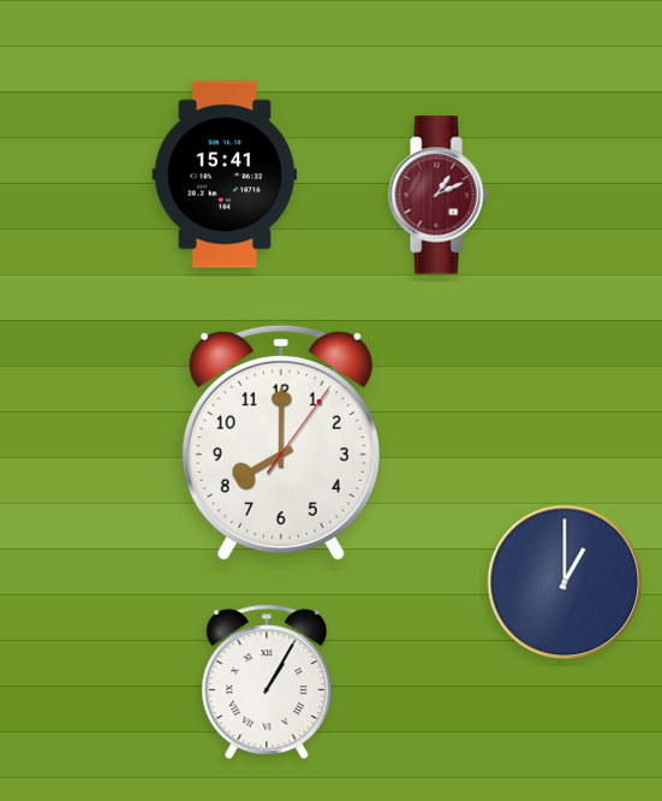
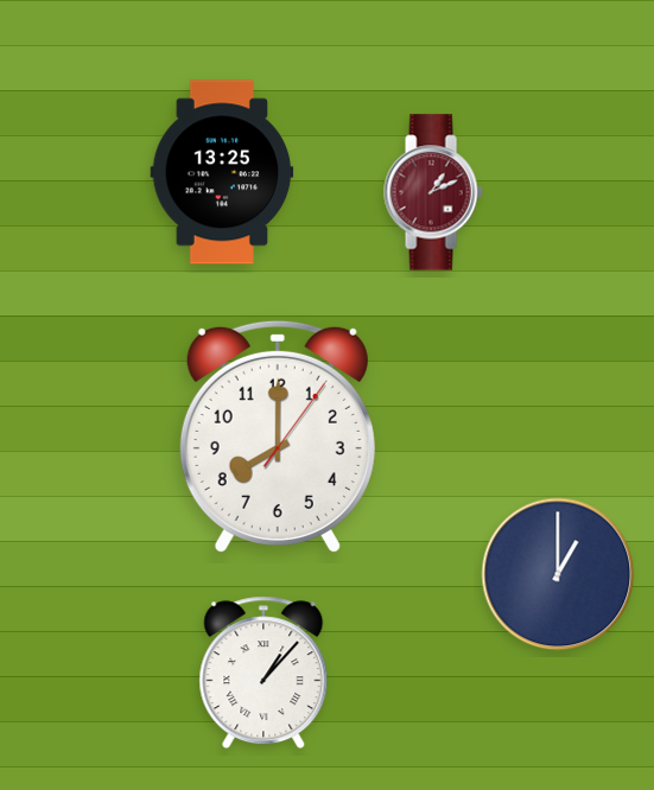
clock at (225, 174): 15:41 -> 13:25
clock at (267, 682): 1:05 -> 1:07
